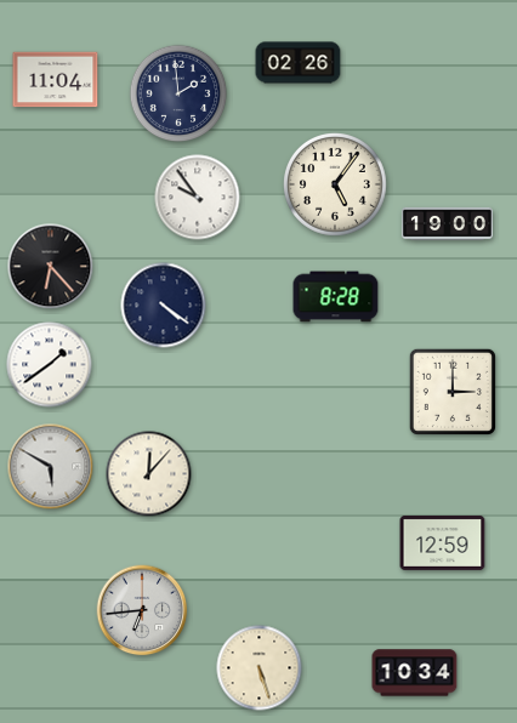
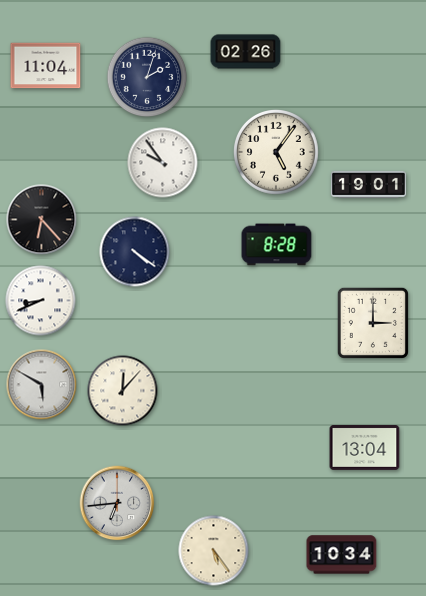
clock at (178, 93): 1:59 -> 2:03
clock at (447, 223): 19:00 -> 19:01
clock at (50, 365): 1:39 -> 8:41
clock at (443, 542): 12:59 -> 13:04
clock at (260, 668): 5:27 -> 5:24
